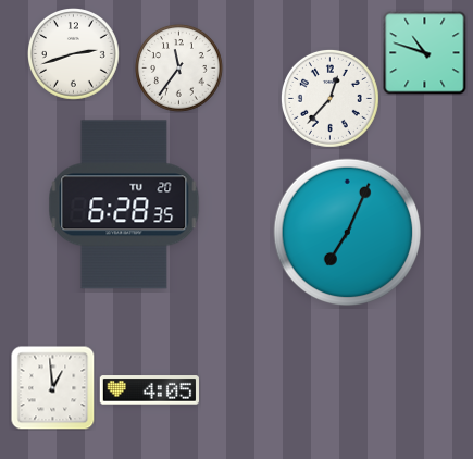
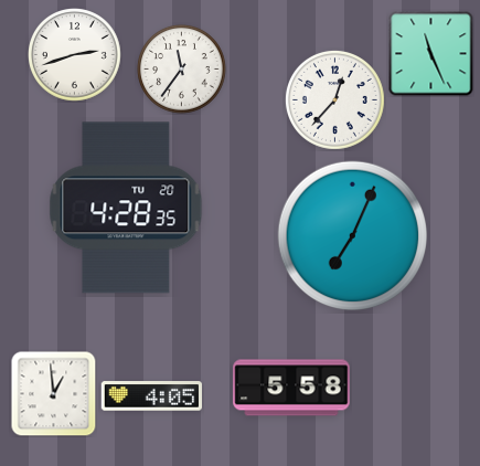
clock at (425, 53): 10:48 -> 11:26
clock at (124, 204): 6:28 -> 4:28
clock at (291, 388): none -> 5:58
